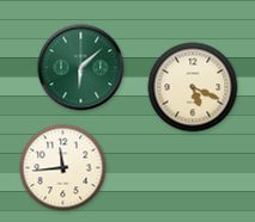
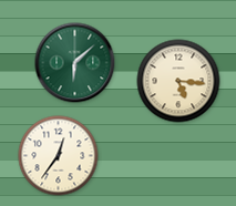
clock at (193, 87): 5:19 -> 5:16
clock at (63, 168): 11:44 -> 12:36
